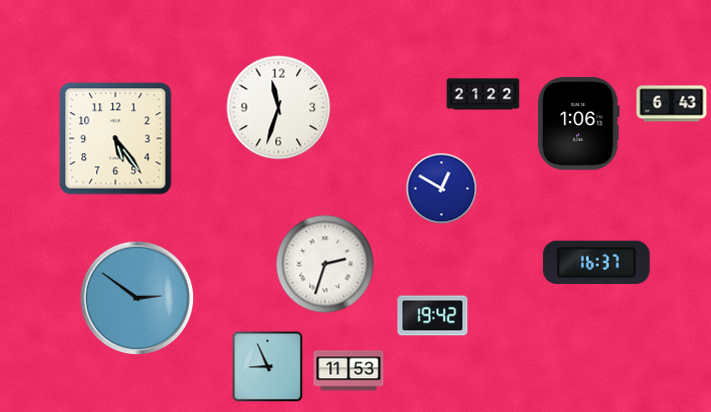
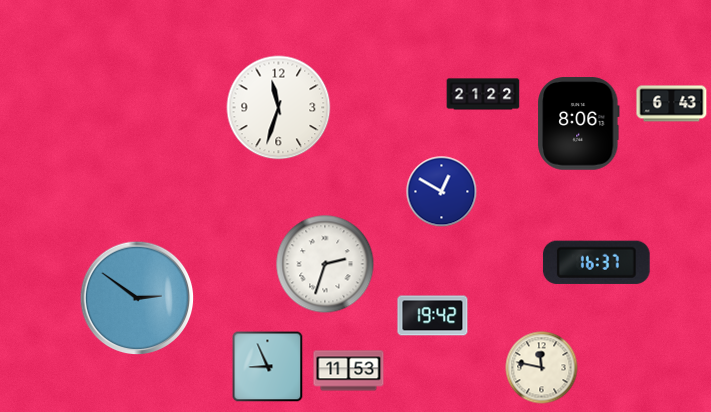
clock at (579, 124): 1:06 -> 8:06
clock at (116, 139): 5:24 -> none
clock at (442, 189) position: (442, 189) -> (442, 192)
clock at (542, 368): none -> 11:47
